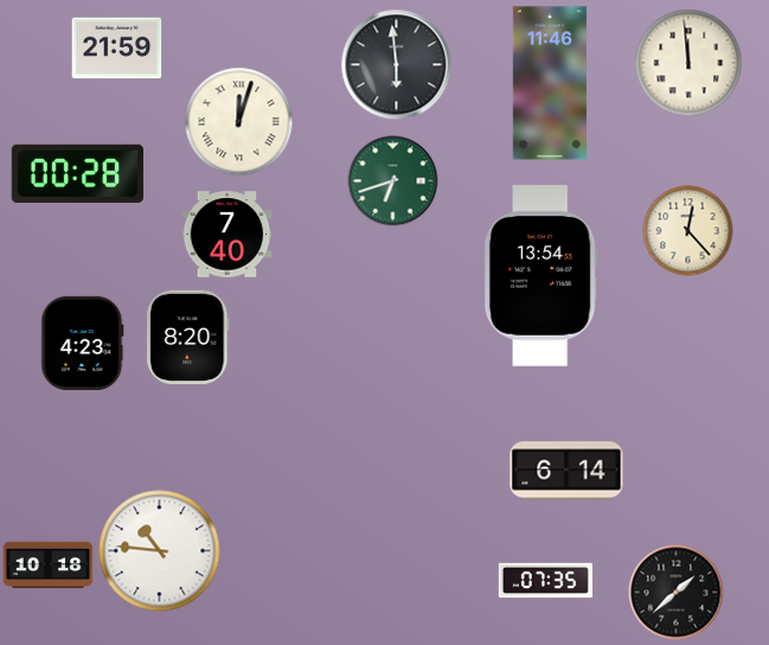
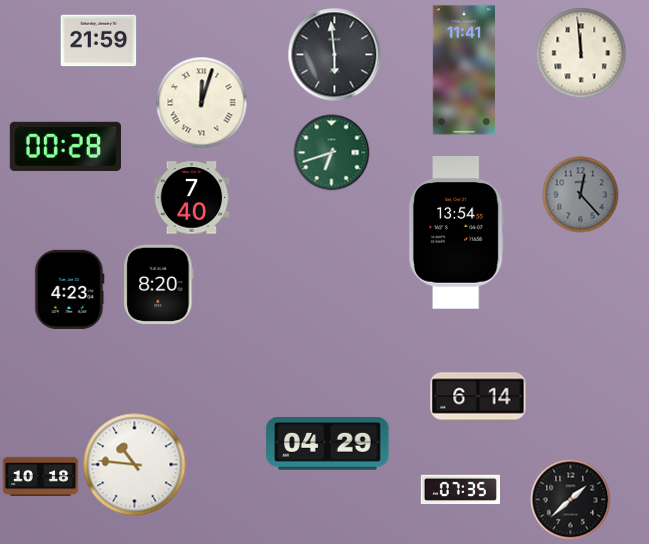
clock at (550, 83): 11:46 -> 11:41
clock at (688, 231) dial: cream -> grey
clock at (328, 444): none -> 04:29
